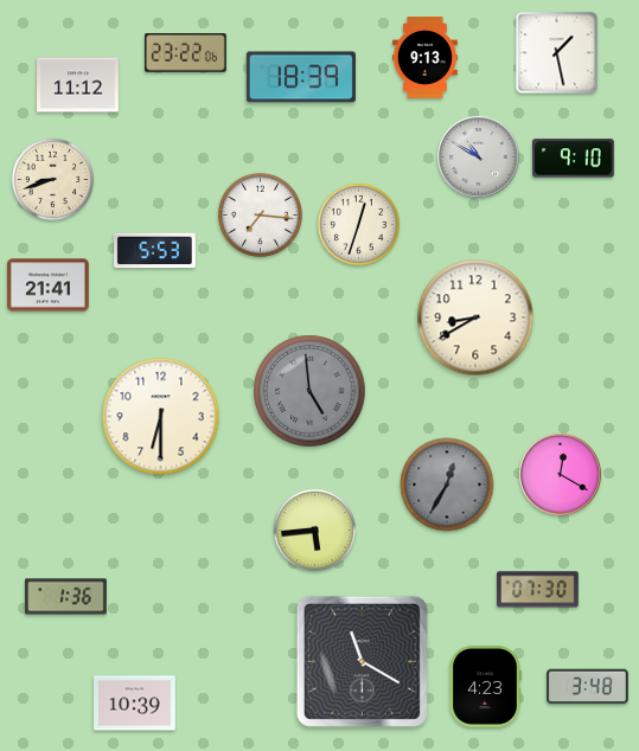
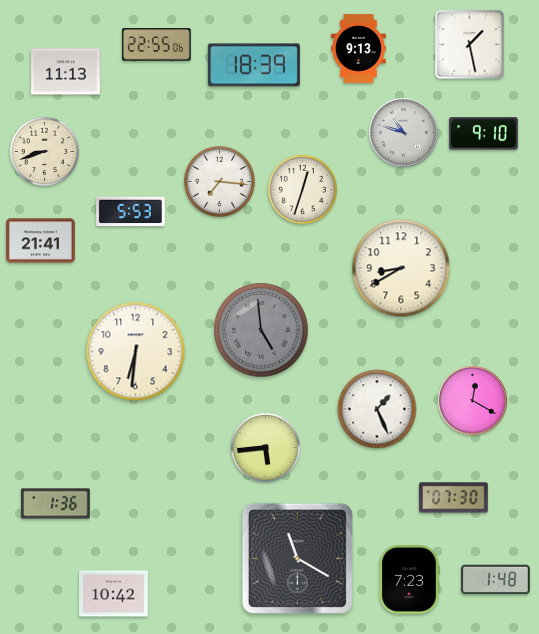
clock at (185, 53): 23:22 -> 22:55
clock at (78, 85): 11:12 -> 11:13
clock at (479, 158): 10:50 -> 10:48
clock at (161, 417): 6:30 -> 6:31
clock at (447, 484): 12:35 -> 1:26
clock at (447, 484) dial: grey -> white
clock at (362, 661) position: (362, 661) -> (297, 558)
clock at (485, 687): 4:23 -> 7:23
clock at (588, 687): 3:48 -> 1:48
clock at (135, 704): 10:39 -> 10:42
